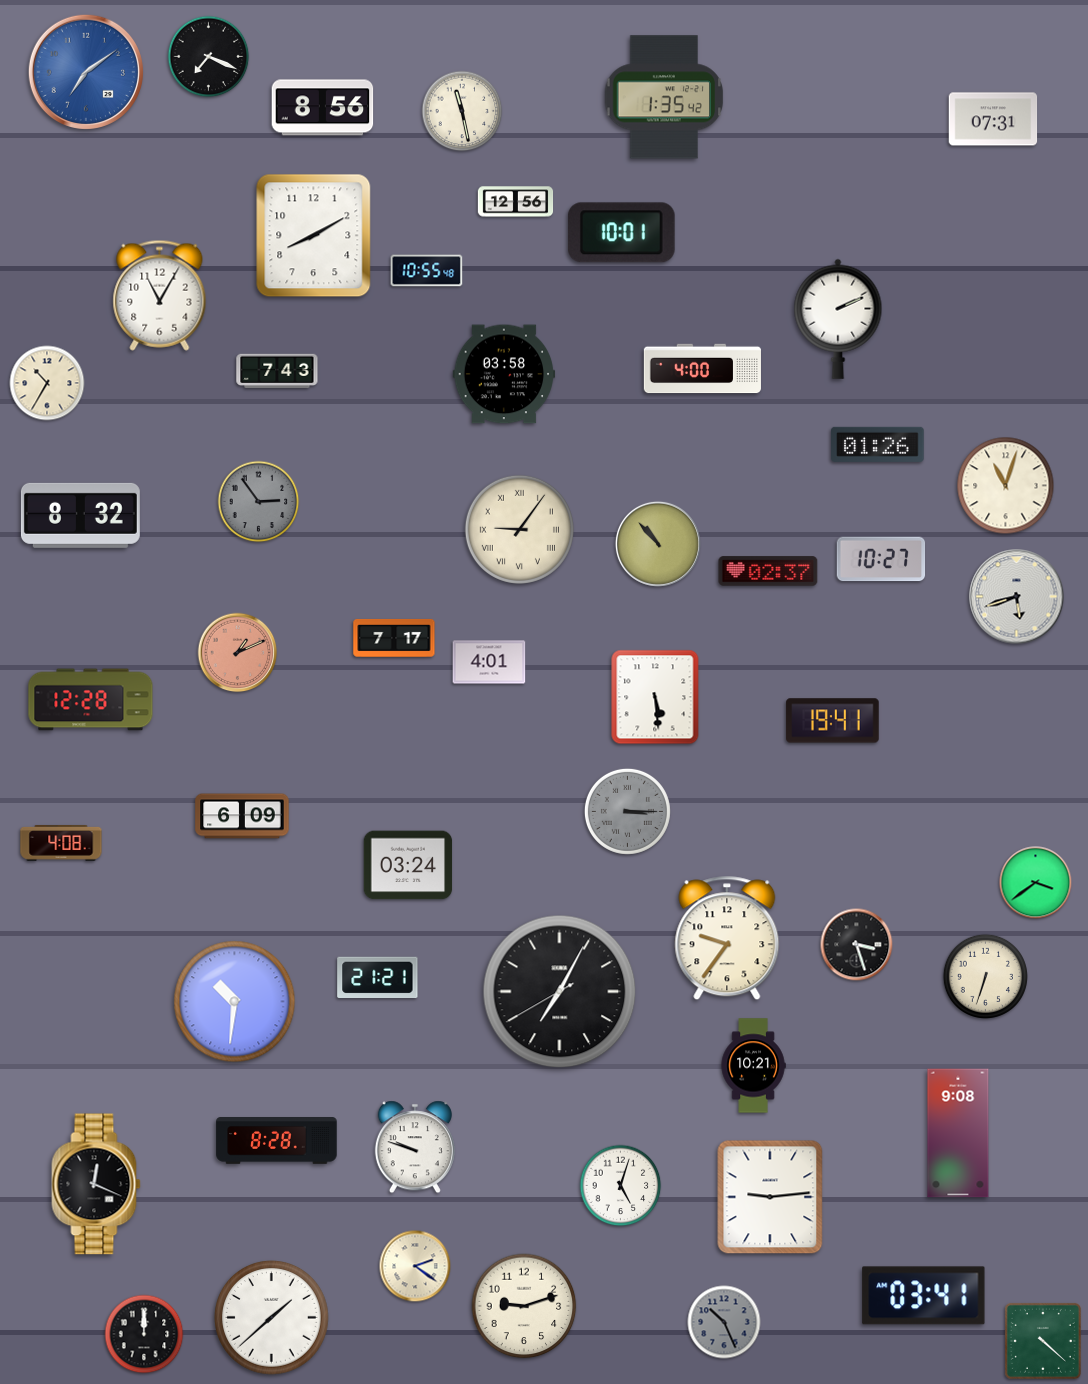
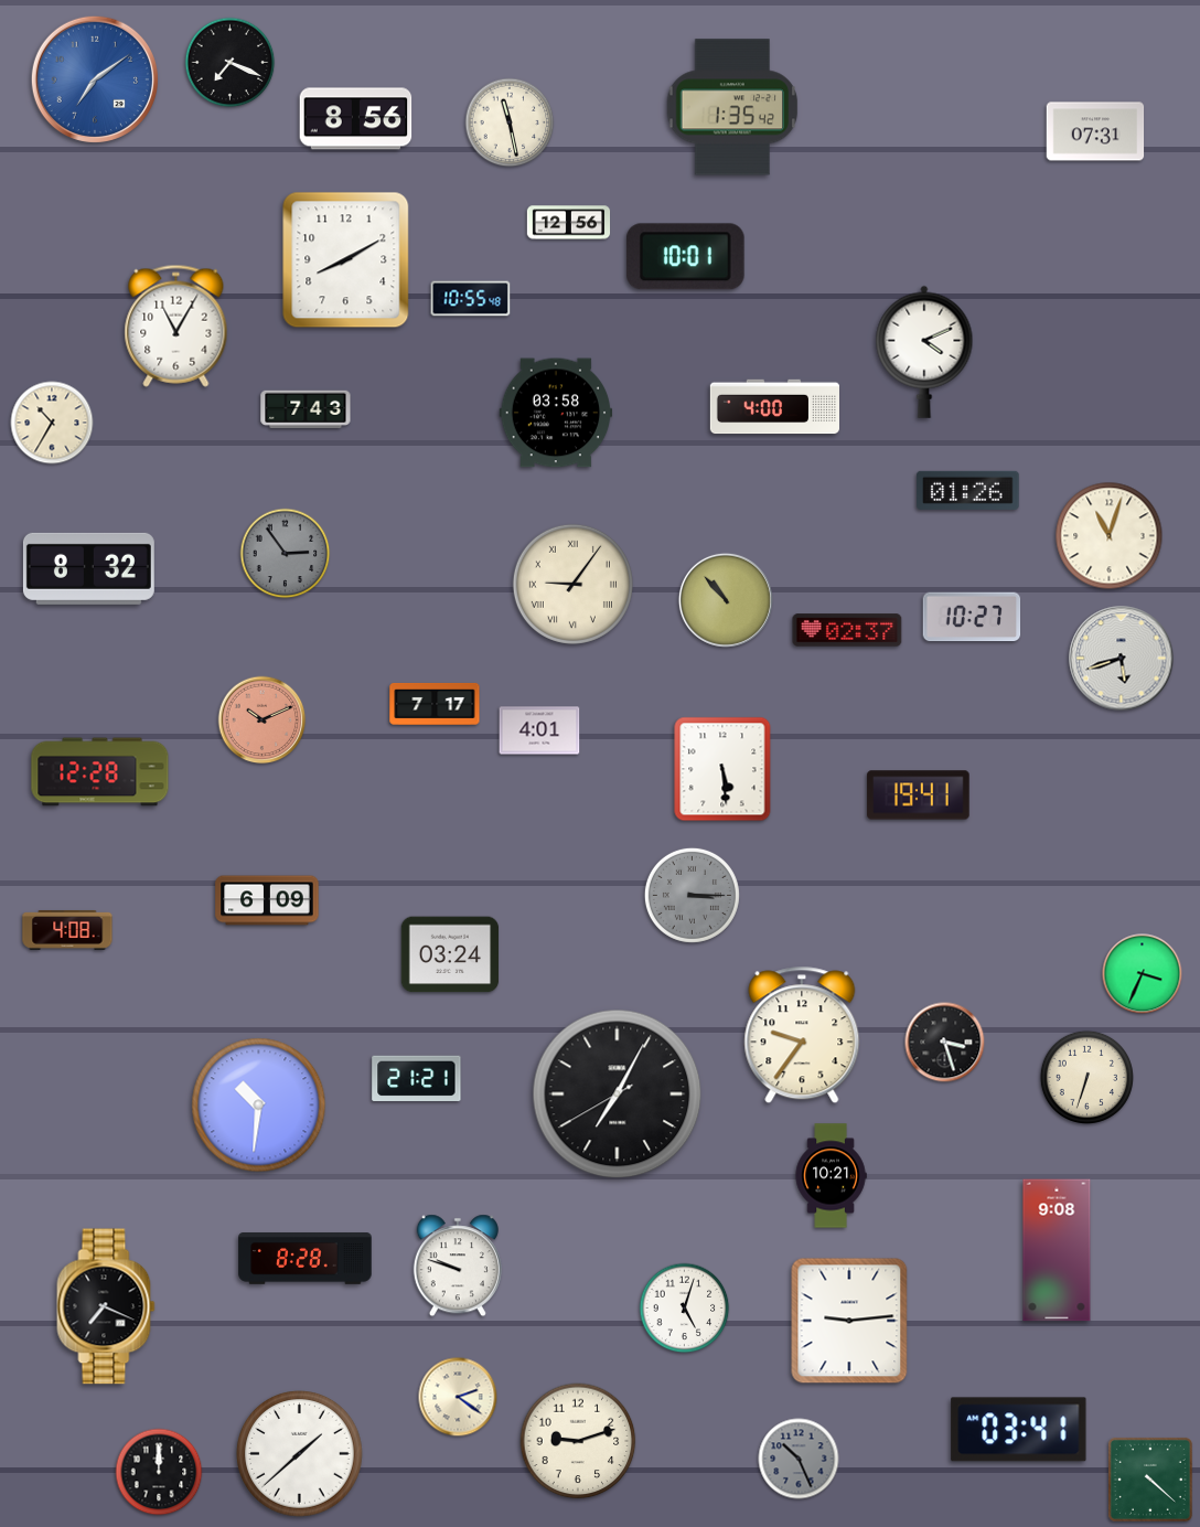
clock at (838, 319): 2:11 -> 4:11
clock at (238, 653): 1:11 -> 10:11
clock at (1036, 883): 3:39 -> 3:34
clock at (96, 1184): 12:19 -> 7:19
